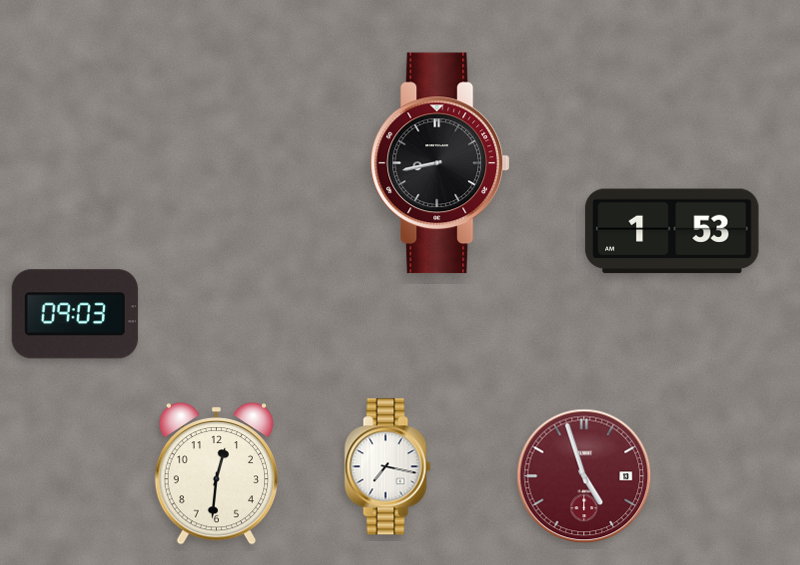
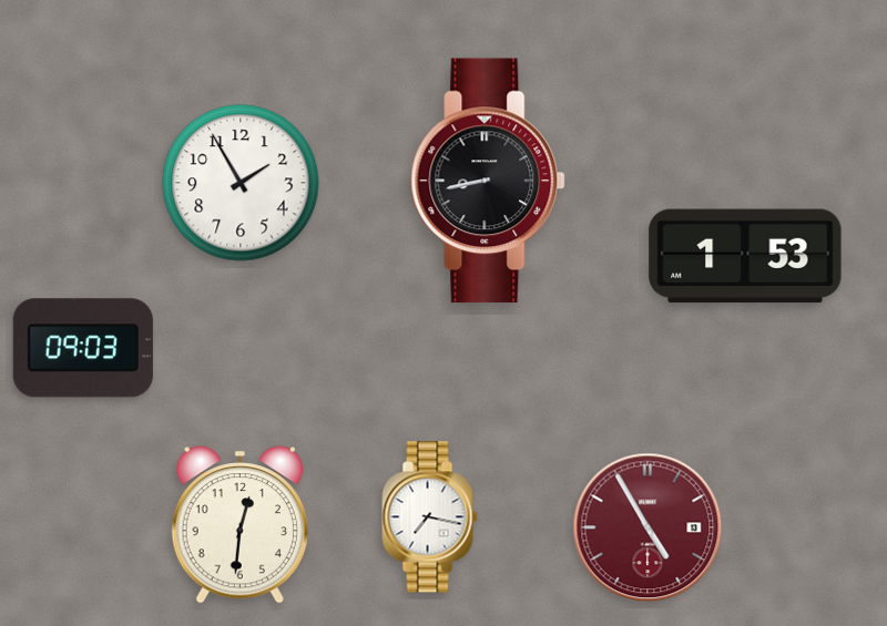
clock at (241, 183): none -> 1:55
clock at (584, 476): 4:57 -> 4:55
